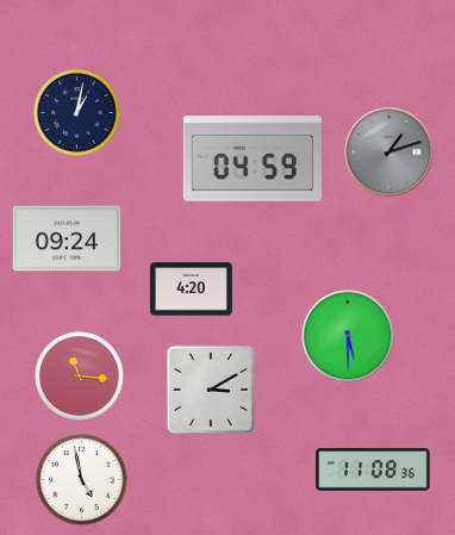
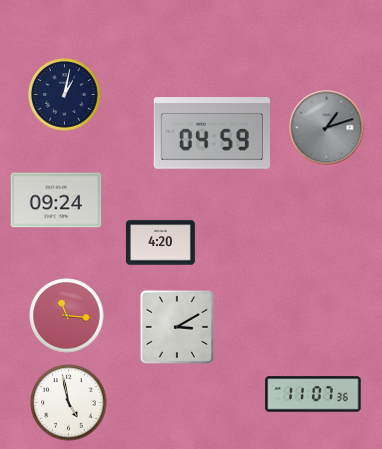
clock at (348, 336): 5:30 -> none
clock at (373, 469): 11:08 -> 11:07
